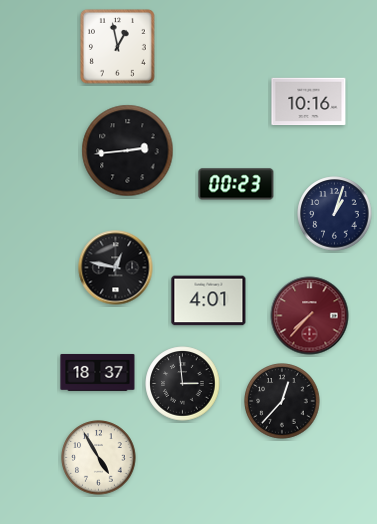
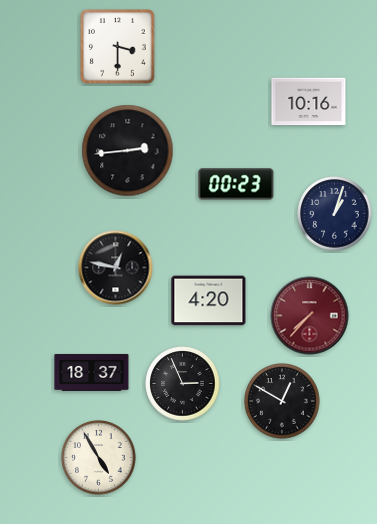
clock at (118, 47): 12:58 -> 3:30
clock at (209, 301): 4:01 -> 4:20
clock at (98, 372) position: (98, 372) -> (92, 372)
clock at (183, 384): 2:59 -> 2:56
clock at (282, 401): 12:37 -> 12:50
